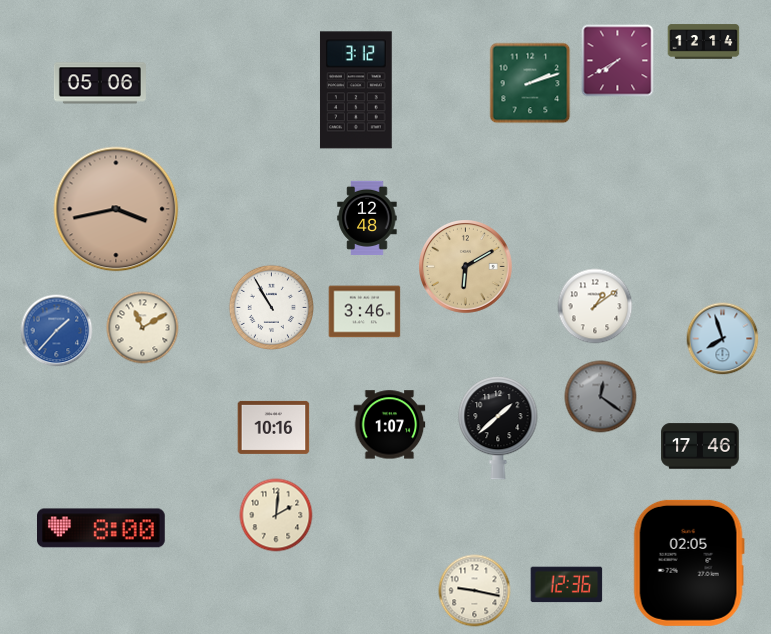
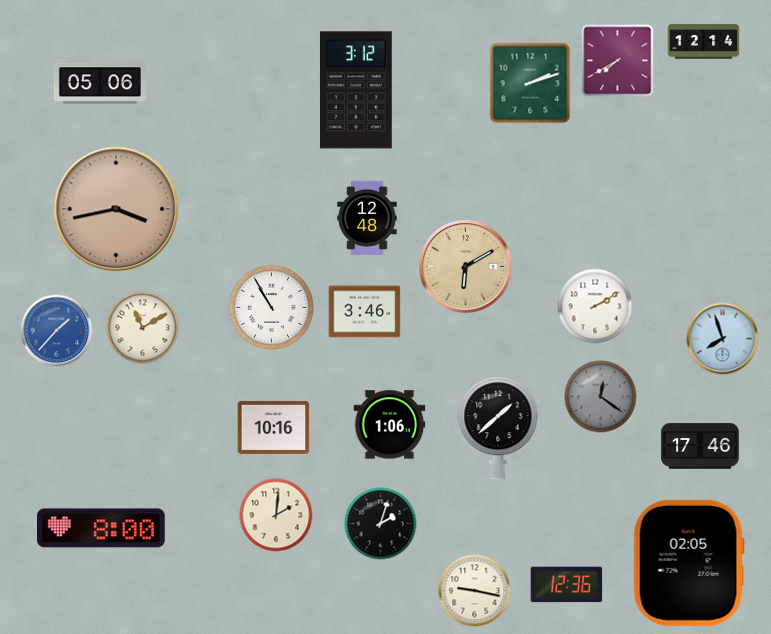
clock at (595, 306): 1:09 -> 2:10
clock at (390, 425): 1:07 -> 1:06
clock at (381, 524): none -> 2:03
